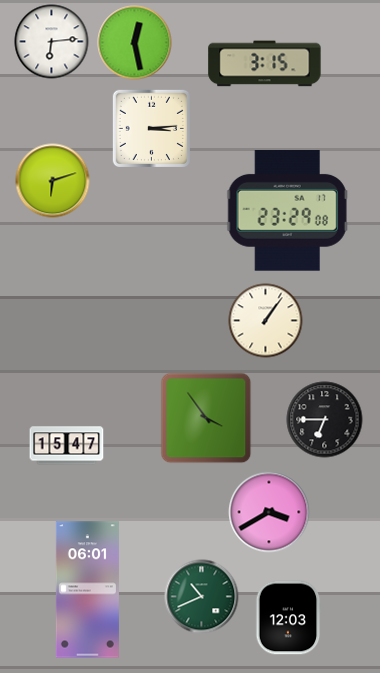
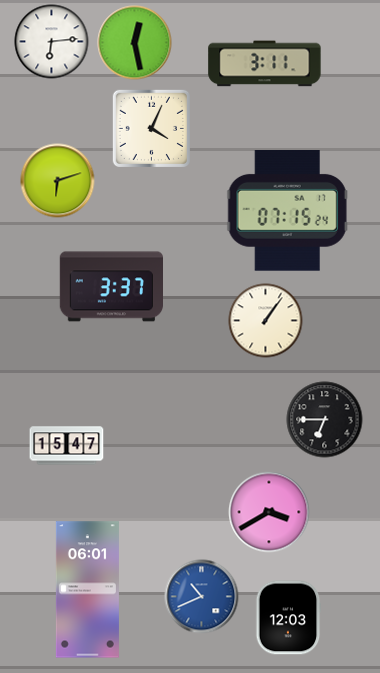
clock at (265, 64): 3:15 -> 3:11
clock at (151, 128): 3:14 -> 4:04
clock at (53, 181) position: (53, 181) -> (58, 181)
clock at (287, 211): 23:29 -> 07:15
clock at (111, 287): none -> 3:37
clock at (206, 418): 3:54 -> none
clock at (202, 597) dial: green -> blue
